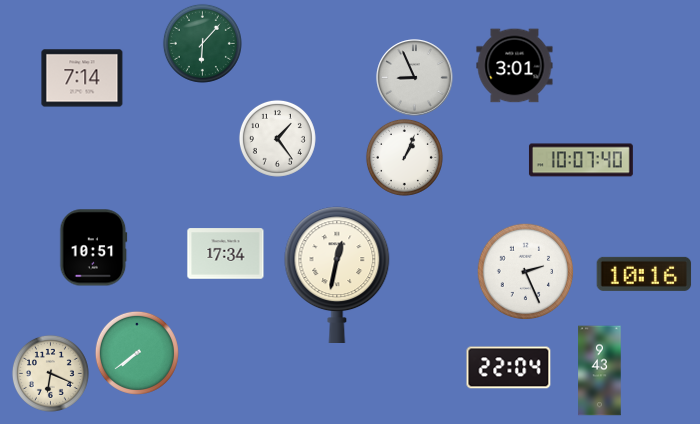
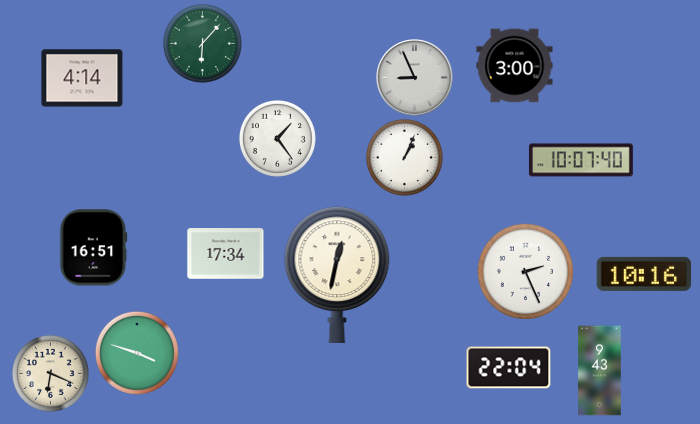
clock at (515, 66): 3:01 -> 3:00
clock at (82, 78): 7:14 -> 4:14
clock at (94, 248): 10:51 -> 16:51
clock at (137, 353): 7:39 -> 3:48
